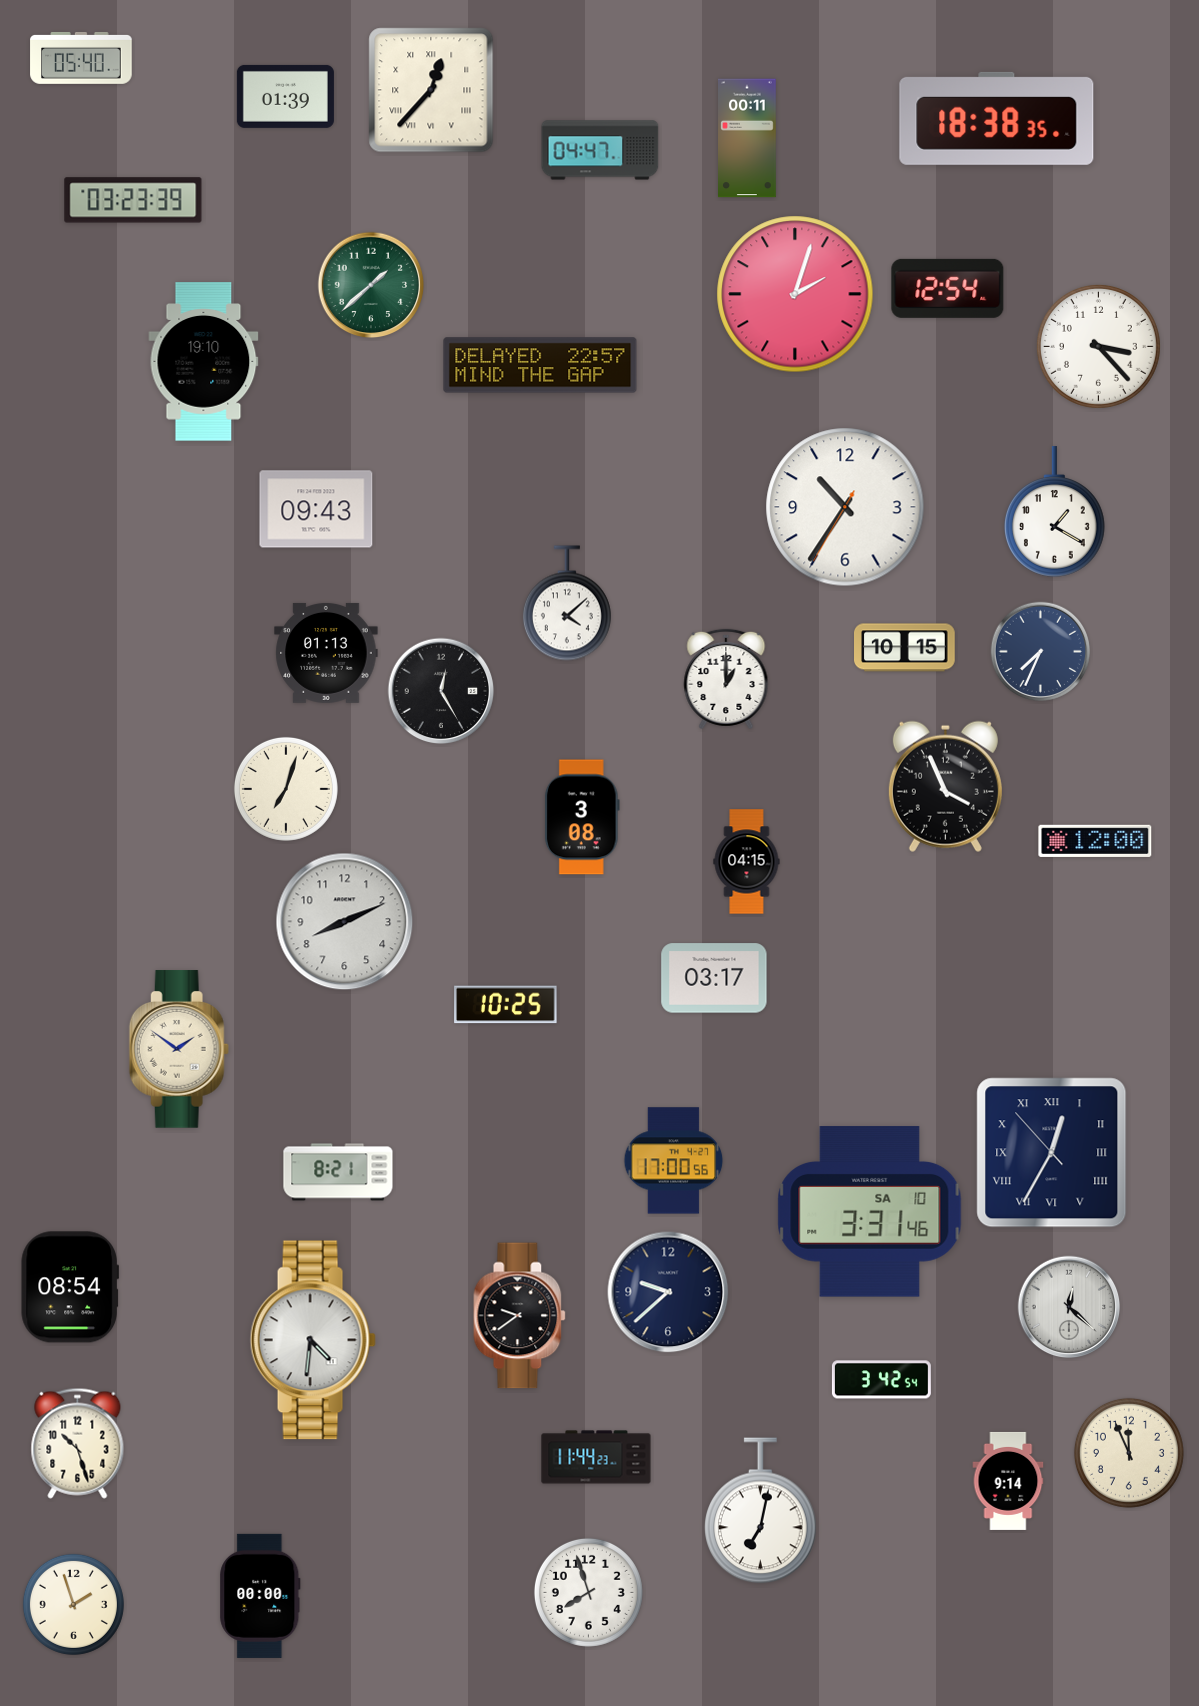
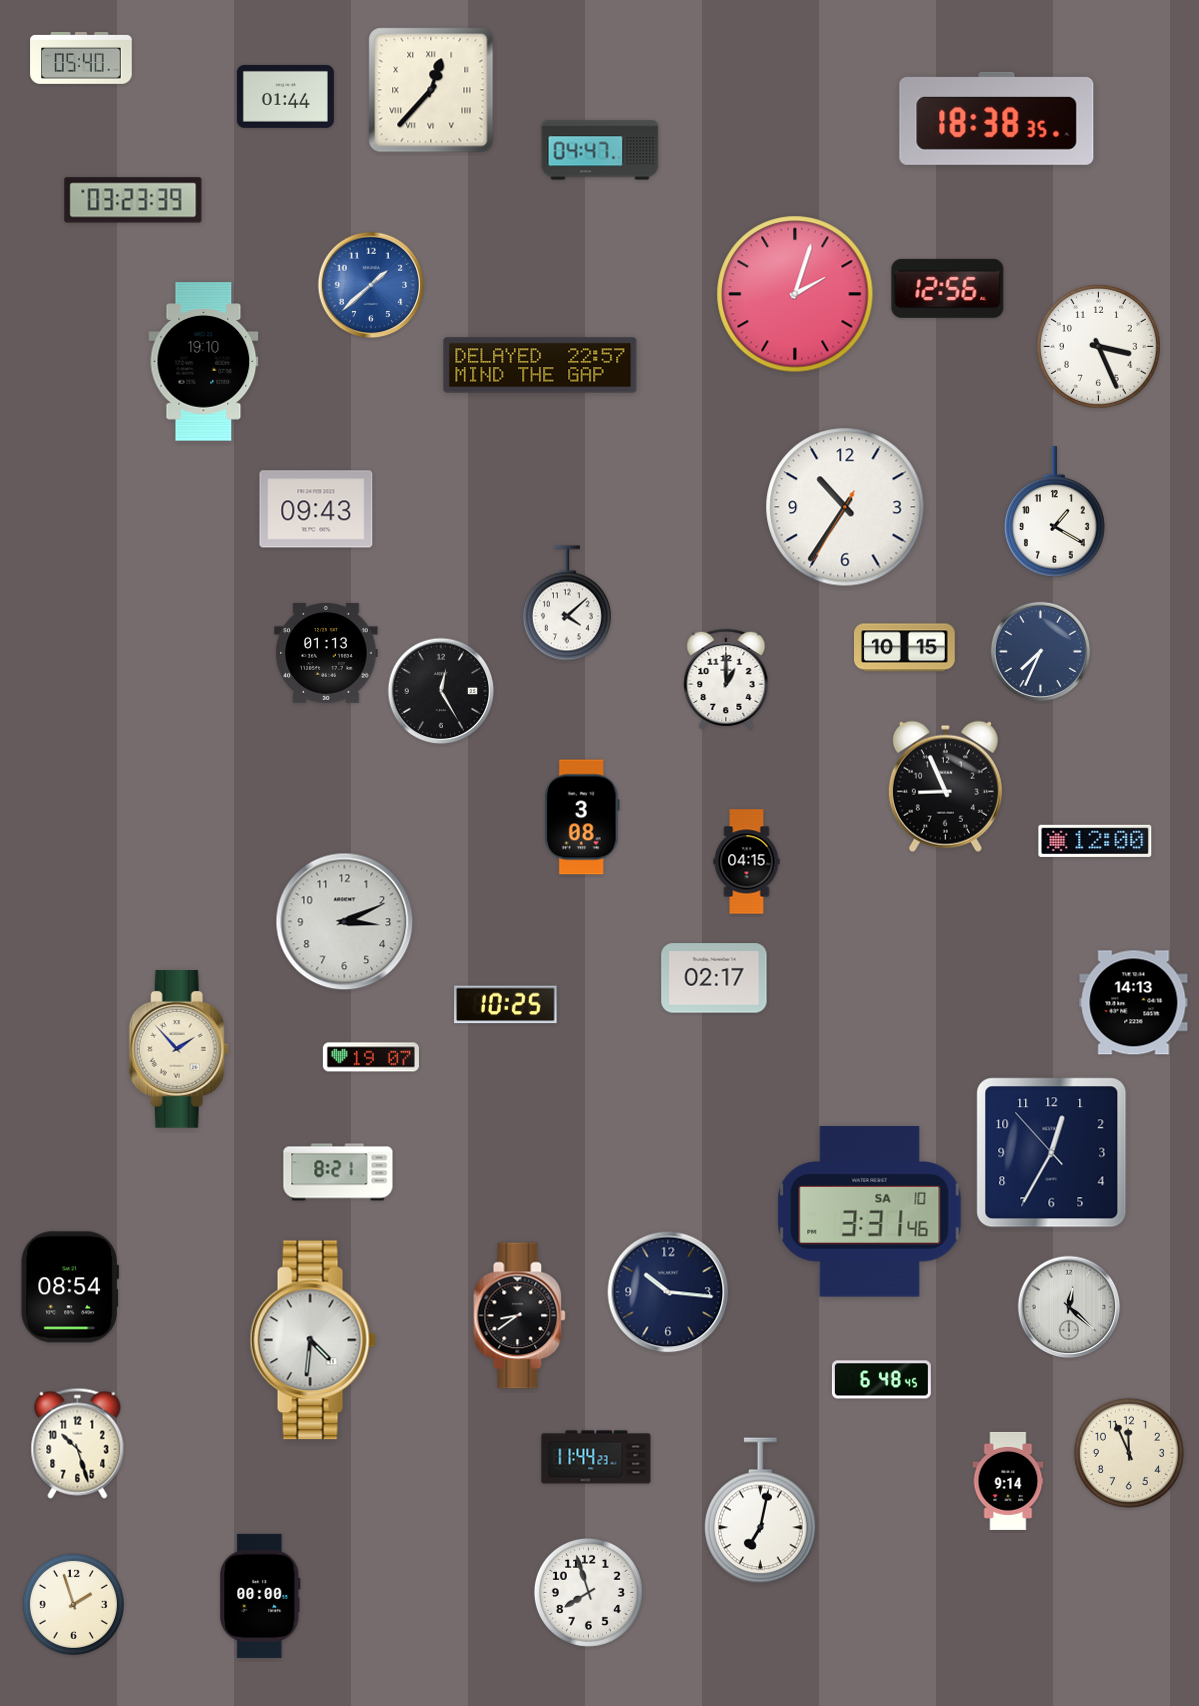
clock at (285, 96): 01:39 -> 01:44
clock at (748, 138): 00:11 -> none
clock at (371, 285) dial: green -> blue
clock at (948, 288): 12:54 -> 12:56
clock at (1098, 346): 3:23 -> 3:26
clock at (945, 786): 3:56 -> 8:56
clock at (286, 789): 7:03 -> none
clock at (345, 922): 8:11 -> 3:11
clock at (714, 978): 03:17 -> 02:17
clock at (1134, 1003): none -> 14:13
clock at (179, 1049): 1:51 -> 1:53
clock at (371, 1057): none -> 19:07
clock at (1052, 1153) numerals: Roman -> Arabic
clock at (674, 1161): 17:00 -> none
clock at (668, 1292): 9:38 -> 10:16
clock at (520, 1316): 9:39 -> 8:39
clock at (881, 1380): 3:42 -> 6:48
